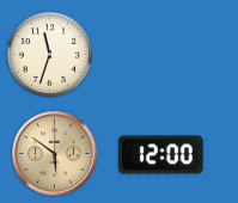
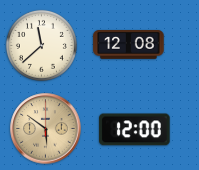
clock at (49, 54): 11:33 -> 11:38
clock at (129, 45): none -> 12:08
